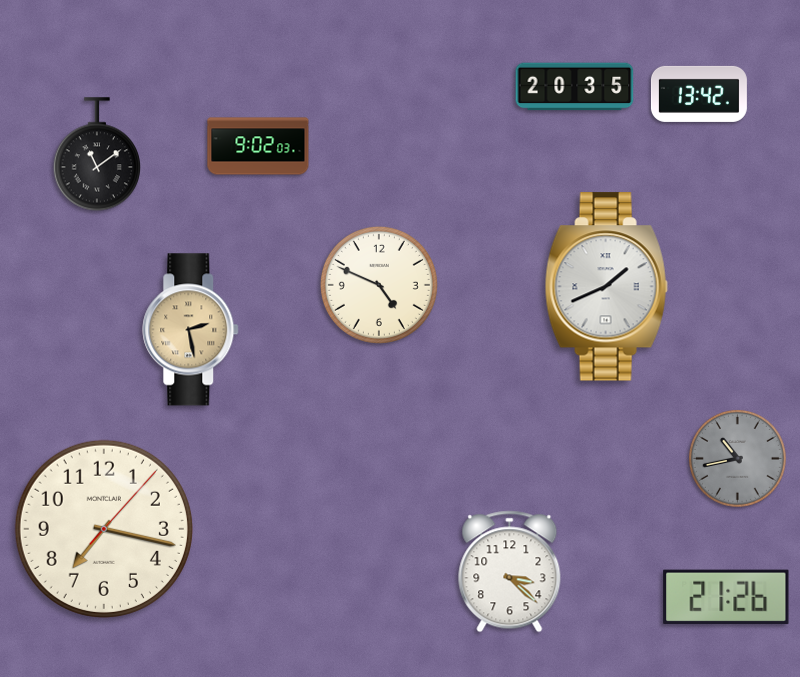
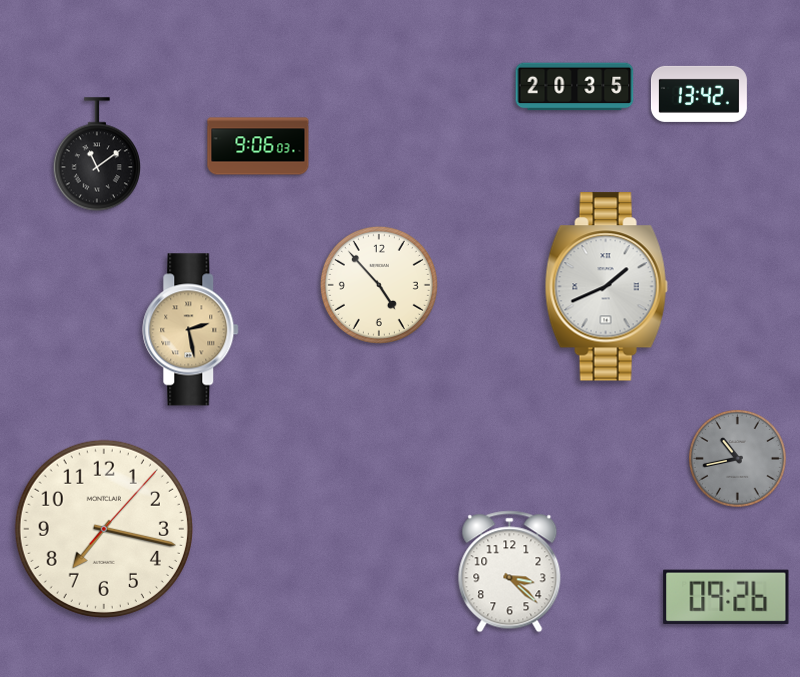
clock at (258, 146): 9:02 -> 9:06
clock at (379, 285): 4:49 -> 4:53
clock at (726, 597): 21:26 -> 09:26
